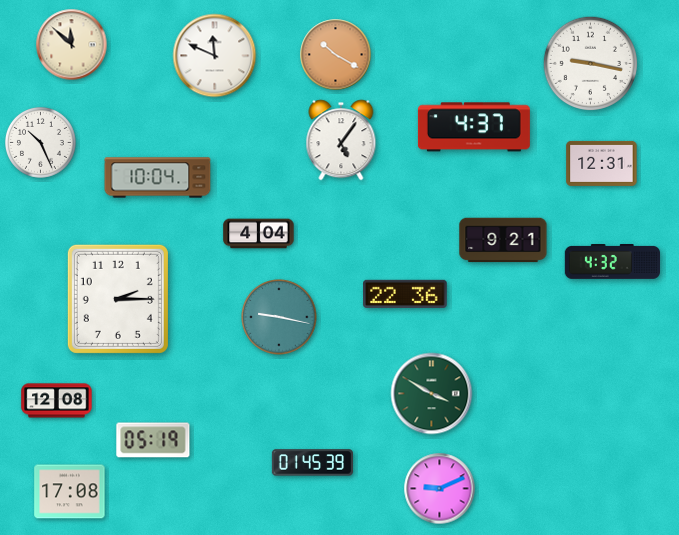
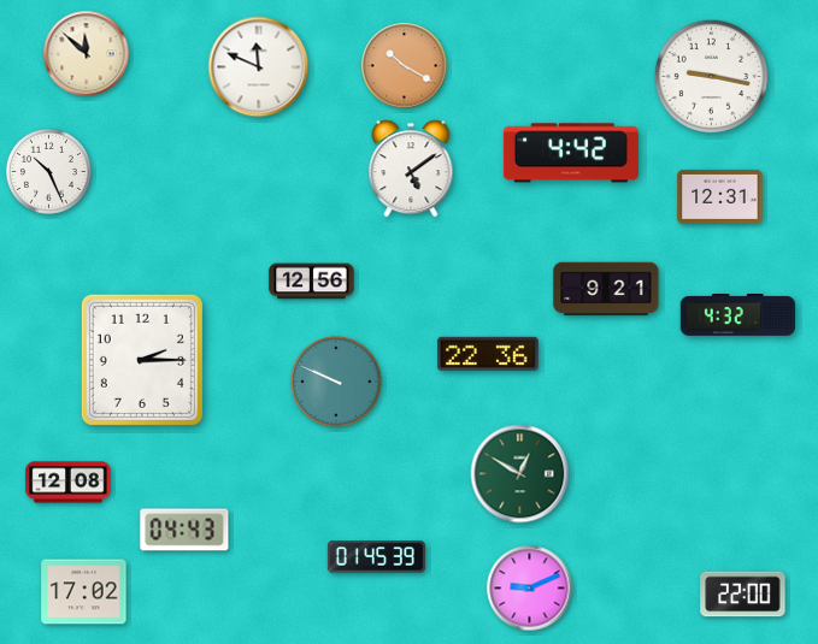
clock at (474, 127): 4:37 -> 4:42
clock at (341, 140): 5:06 -> 5:09
clock at (602, 163) position: (602, 163) -> (720, 196)
clock at (158, 178): 10:04 -> none
clock at (259, 234): 4:04 -> 12:56
clock at (279, 317): 9:17 -> 9:49
clock at (432, 394): 3:50 -> 12:50
clock at (153, 440): 05:19 -> 04:43
clock at (70, 492): 17:08 -> 17:02
clock at (743, 595): none -> 22:00
